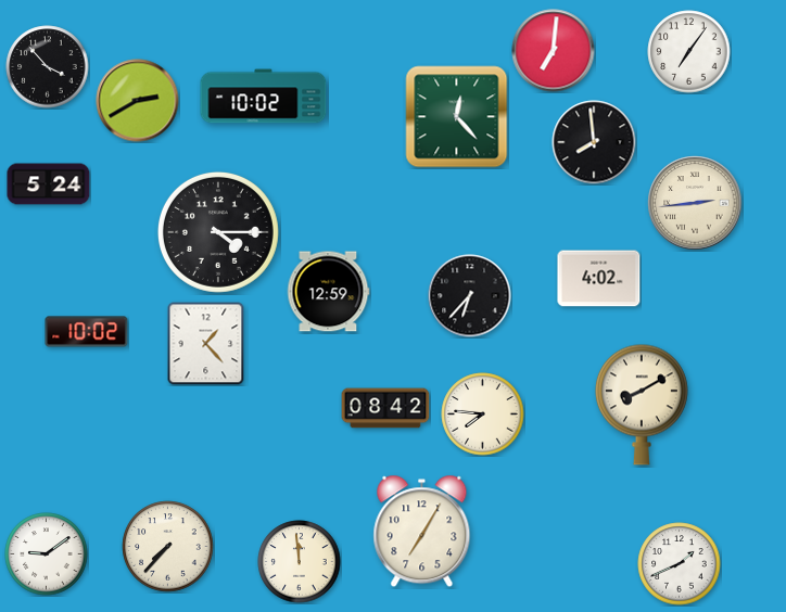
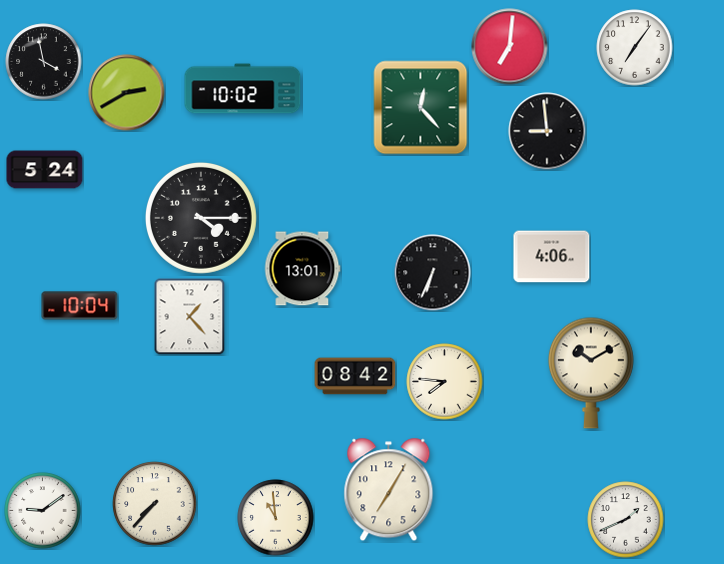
clock at (48, 67): 3:53 -> 3:58
clock at (594, 142): 7:59 -> 8:59
clock at (695, 203): 2:44 -> none
clock at (218, 232) position: (218, 232) -> (201, 218)
clock at (599, 279): 4:02 -> 4:06
clock at (328, 292): 12:59 -> 13:01
clock at (470, 296): 6:37 -> 6:34
clock at (87, 332): 10:02 -> 10:04
clock at (642, 405): 8:10 -> 10:10
clock at (300, 562): 11:59 -> 10:59
